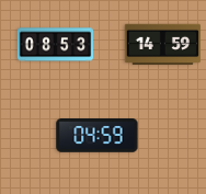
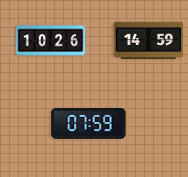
clock at (56, 45): 08:53 -> 10:26
clock at (98, 136): 04:59 -> 07:59
